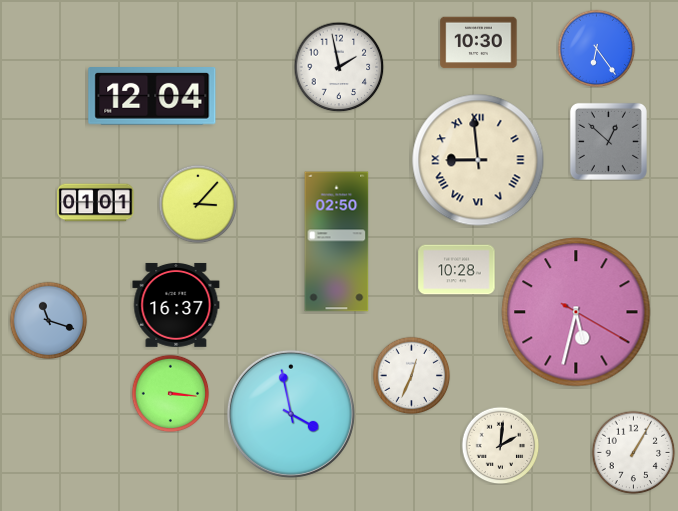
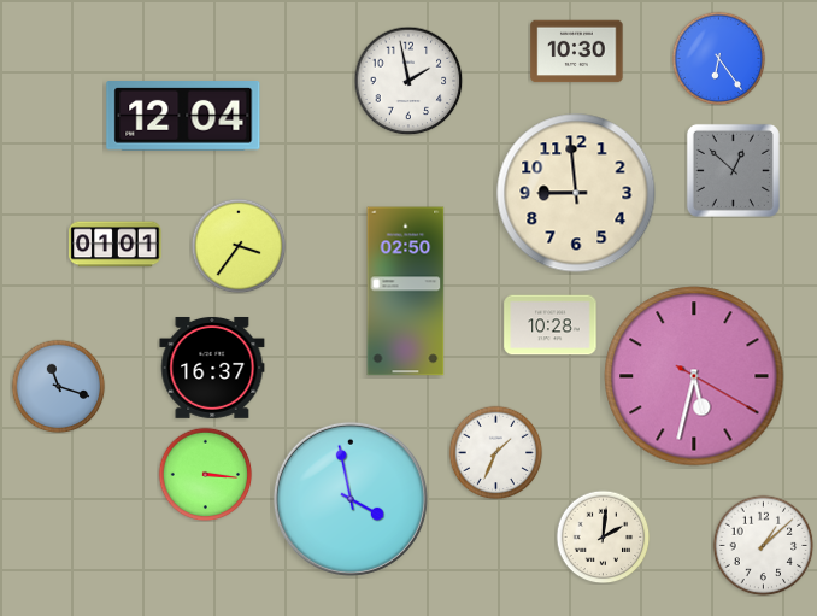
clock at (478, 160) numerals: Roman -> Arabic
clock at (198, 204): 3:07 -> 3:36
clock at (411, 375): 12:34 -> 1:34
clock at (633, 452): 1:05 -> 1:08
